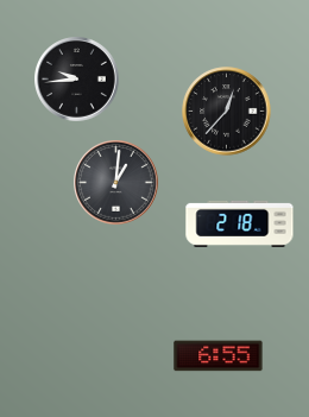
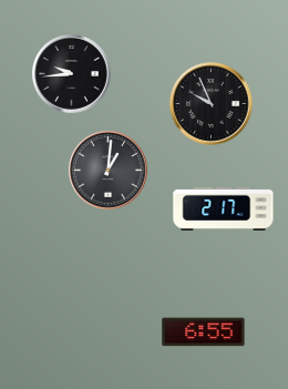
clock at (227, 112): 12:37 -> 9:56
clock at (240, 223): 2:18 -> 2:17
